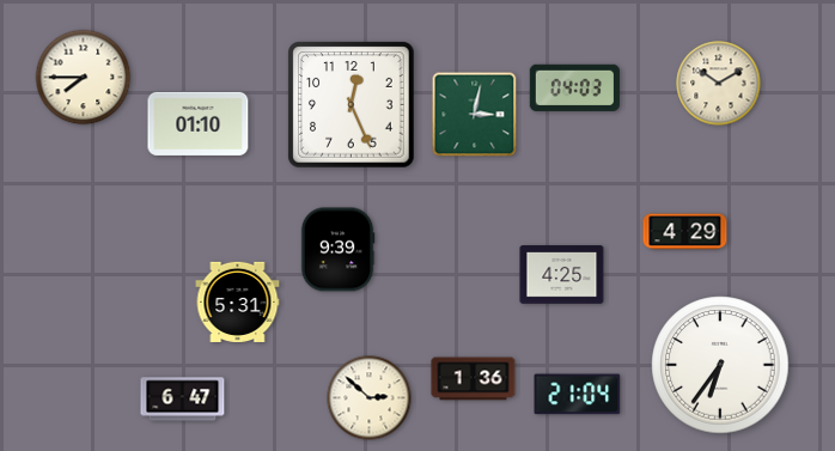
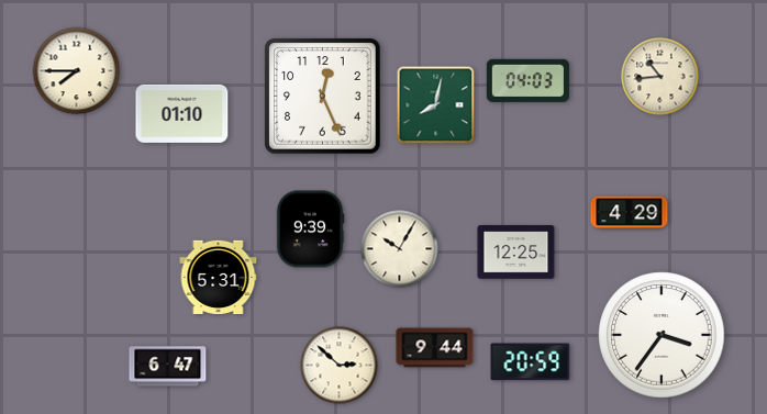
clock at (719, 84): 10:10 -> 10:44
clock at (475, 115): 3:02 -> 8:02
clock at (400, 249): none -> 10:05
clock at (562, 275): 4:25 -> 12:25
clock at (720, 365): 6:36 -> 3:36
clock at (474, 379): 1:36 -> 9:44
clock at (578, 395): 21:04 -> 20:59
